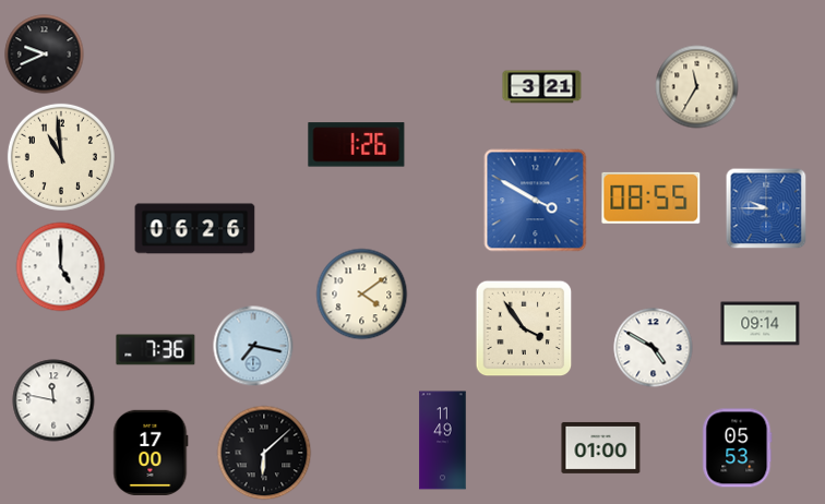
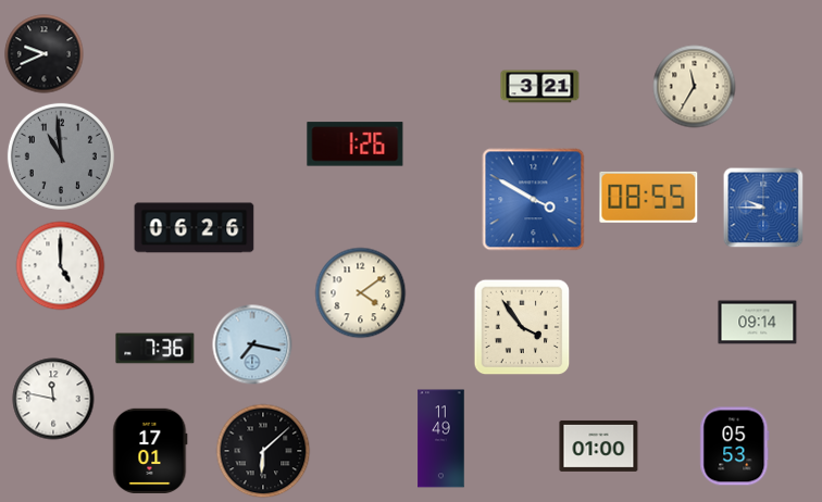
clock at (61, 157) dial: cream -> grey
clock at (654, 348): 4:50 -> none
clock at (151, 452): 17:00 -> 17:01
